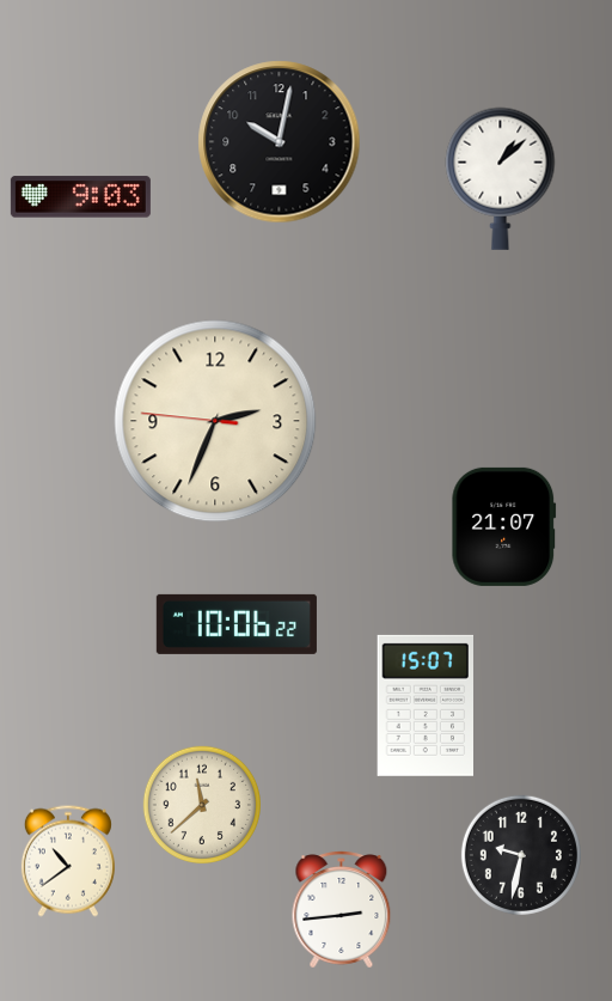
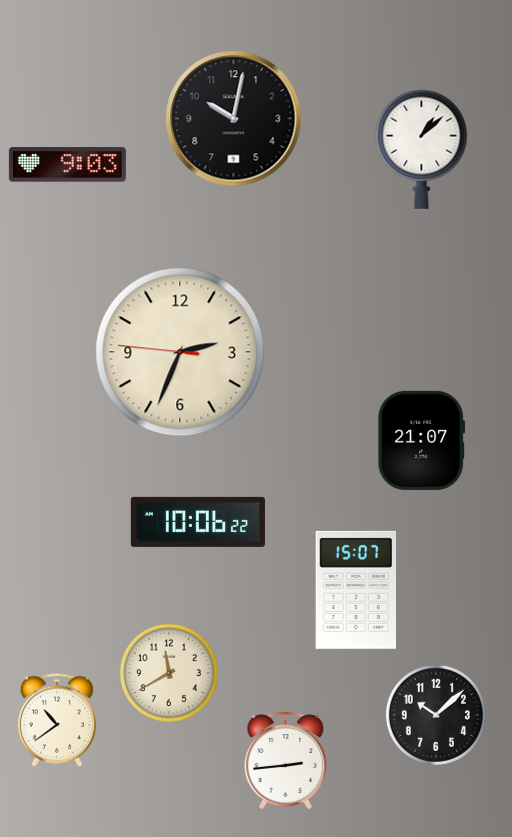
clock at (501, 178) position: (501, 178) -> (422, 149)
clock at (201, 804): 11:38 -> 11:40
clock at (521, 855): 9:32 -> 10:08
